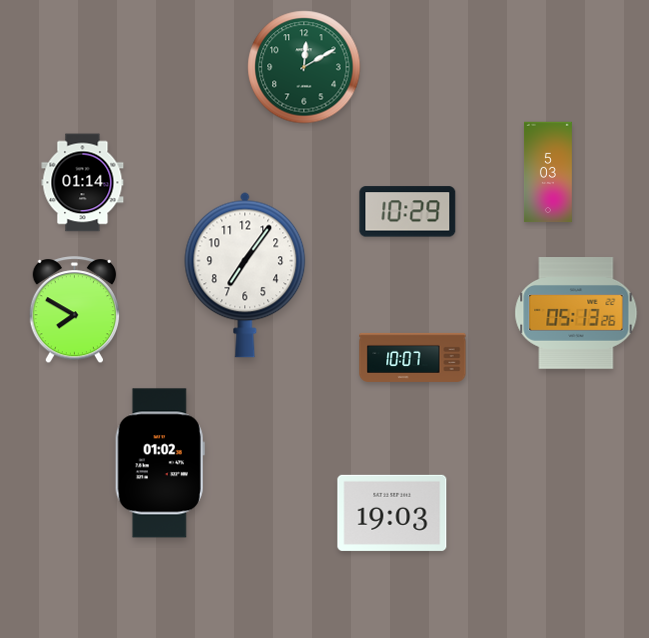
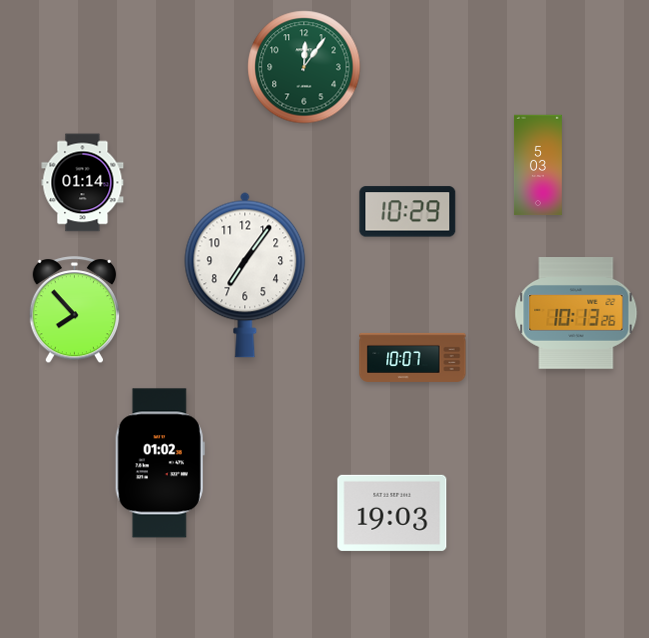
clock at (304, 67): 12:10 -> 12:06
clock at (548, 172) position: (548, 172) -> (538, 165)
clock at (75, 310): 7:50 -> 7:53
clock at (576, 313): 05:13 -> 10:13
